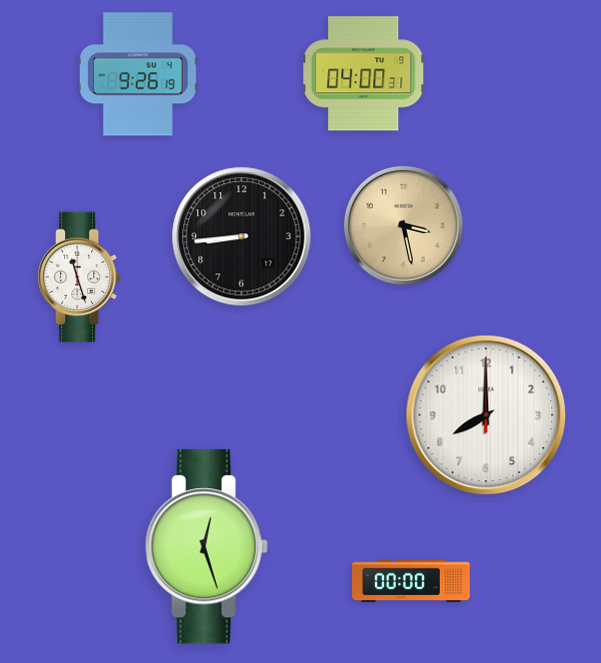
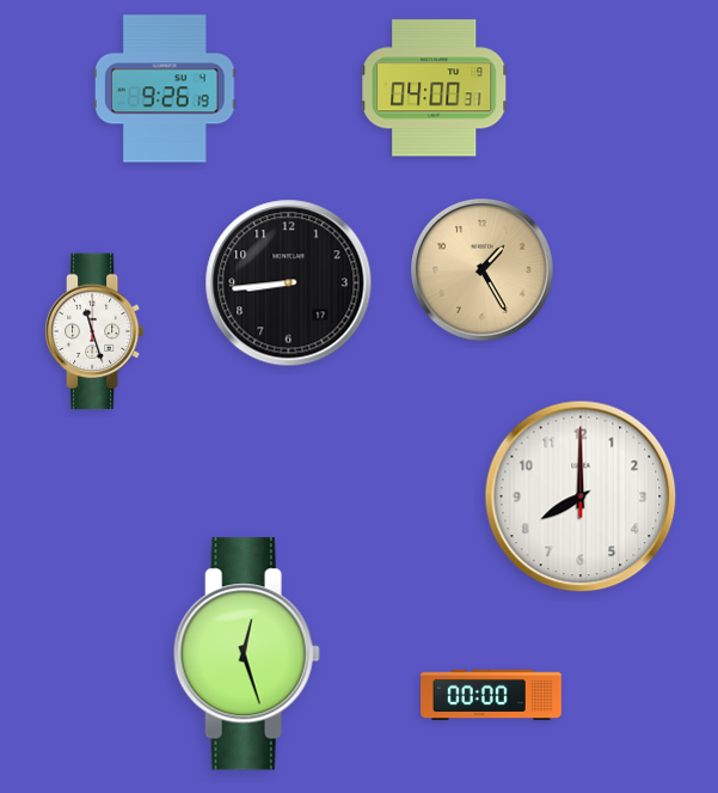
clock at (404, 226): 3:28 -> 1:25
